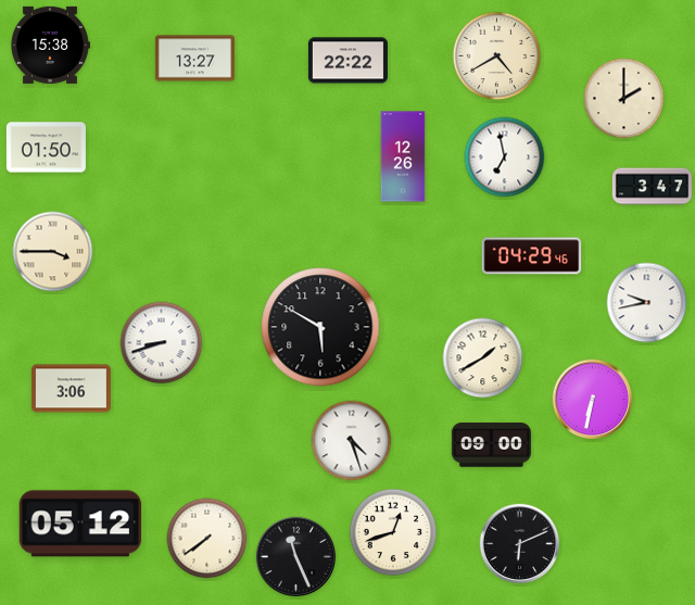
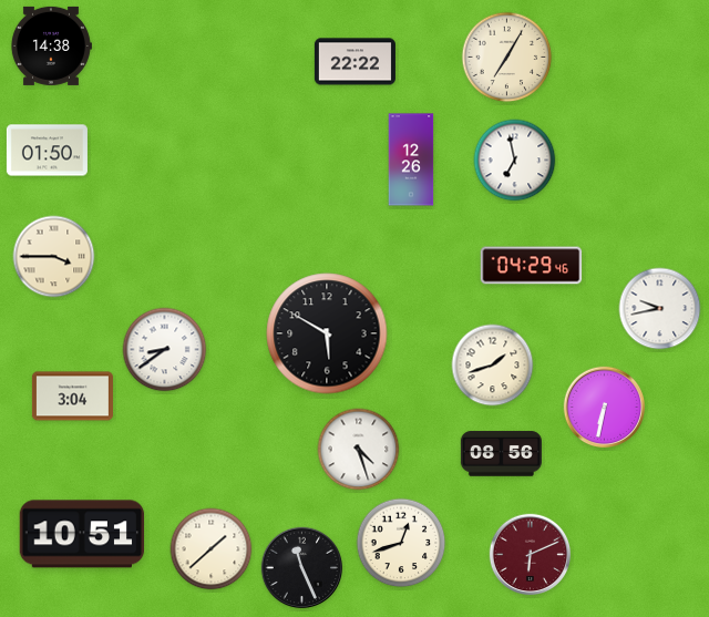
clock at (50, 45): 15:38 -> 14:38
clock at (497, 56): 4:40 -> 7:05
clock at (194, 59): 13:27 -> none
clock at (624, 99): 2:00 -> none
clock at (652, 187): 3:47 -> none
clock at (532, 256) position: (532, 256) -> (532, 266)
clock at (162, 343): 8:42 -> 8:39
clock at (483, 358): 1:40 -> 1:42
clock at (71, 389): 3:06 -> 3:04
clock at (491, 445): 09:00 -> 08:56
clock at (80, 524): 05:12 -> 10:51
clock at (207, 539): 7:39 -> 1:38
clock at (520, 544) dial: black -> burgundy
